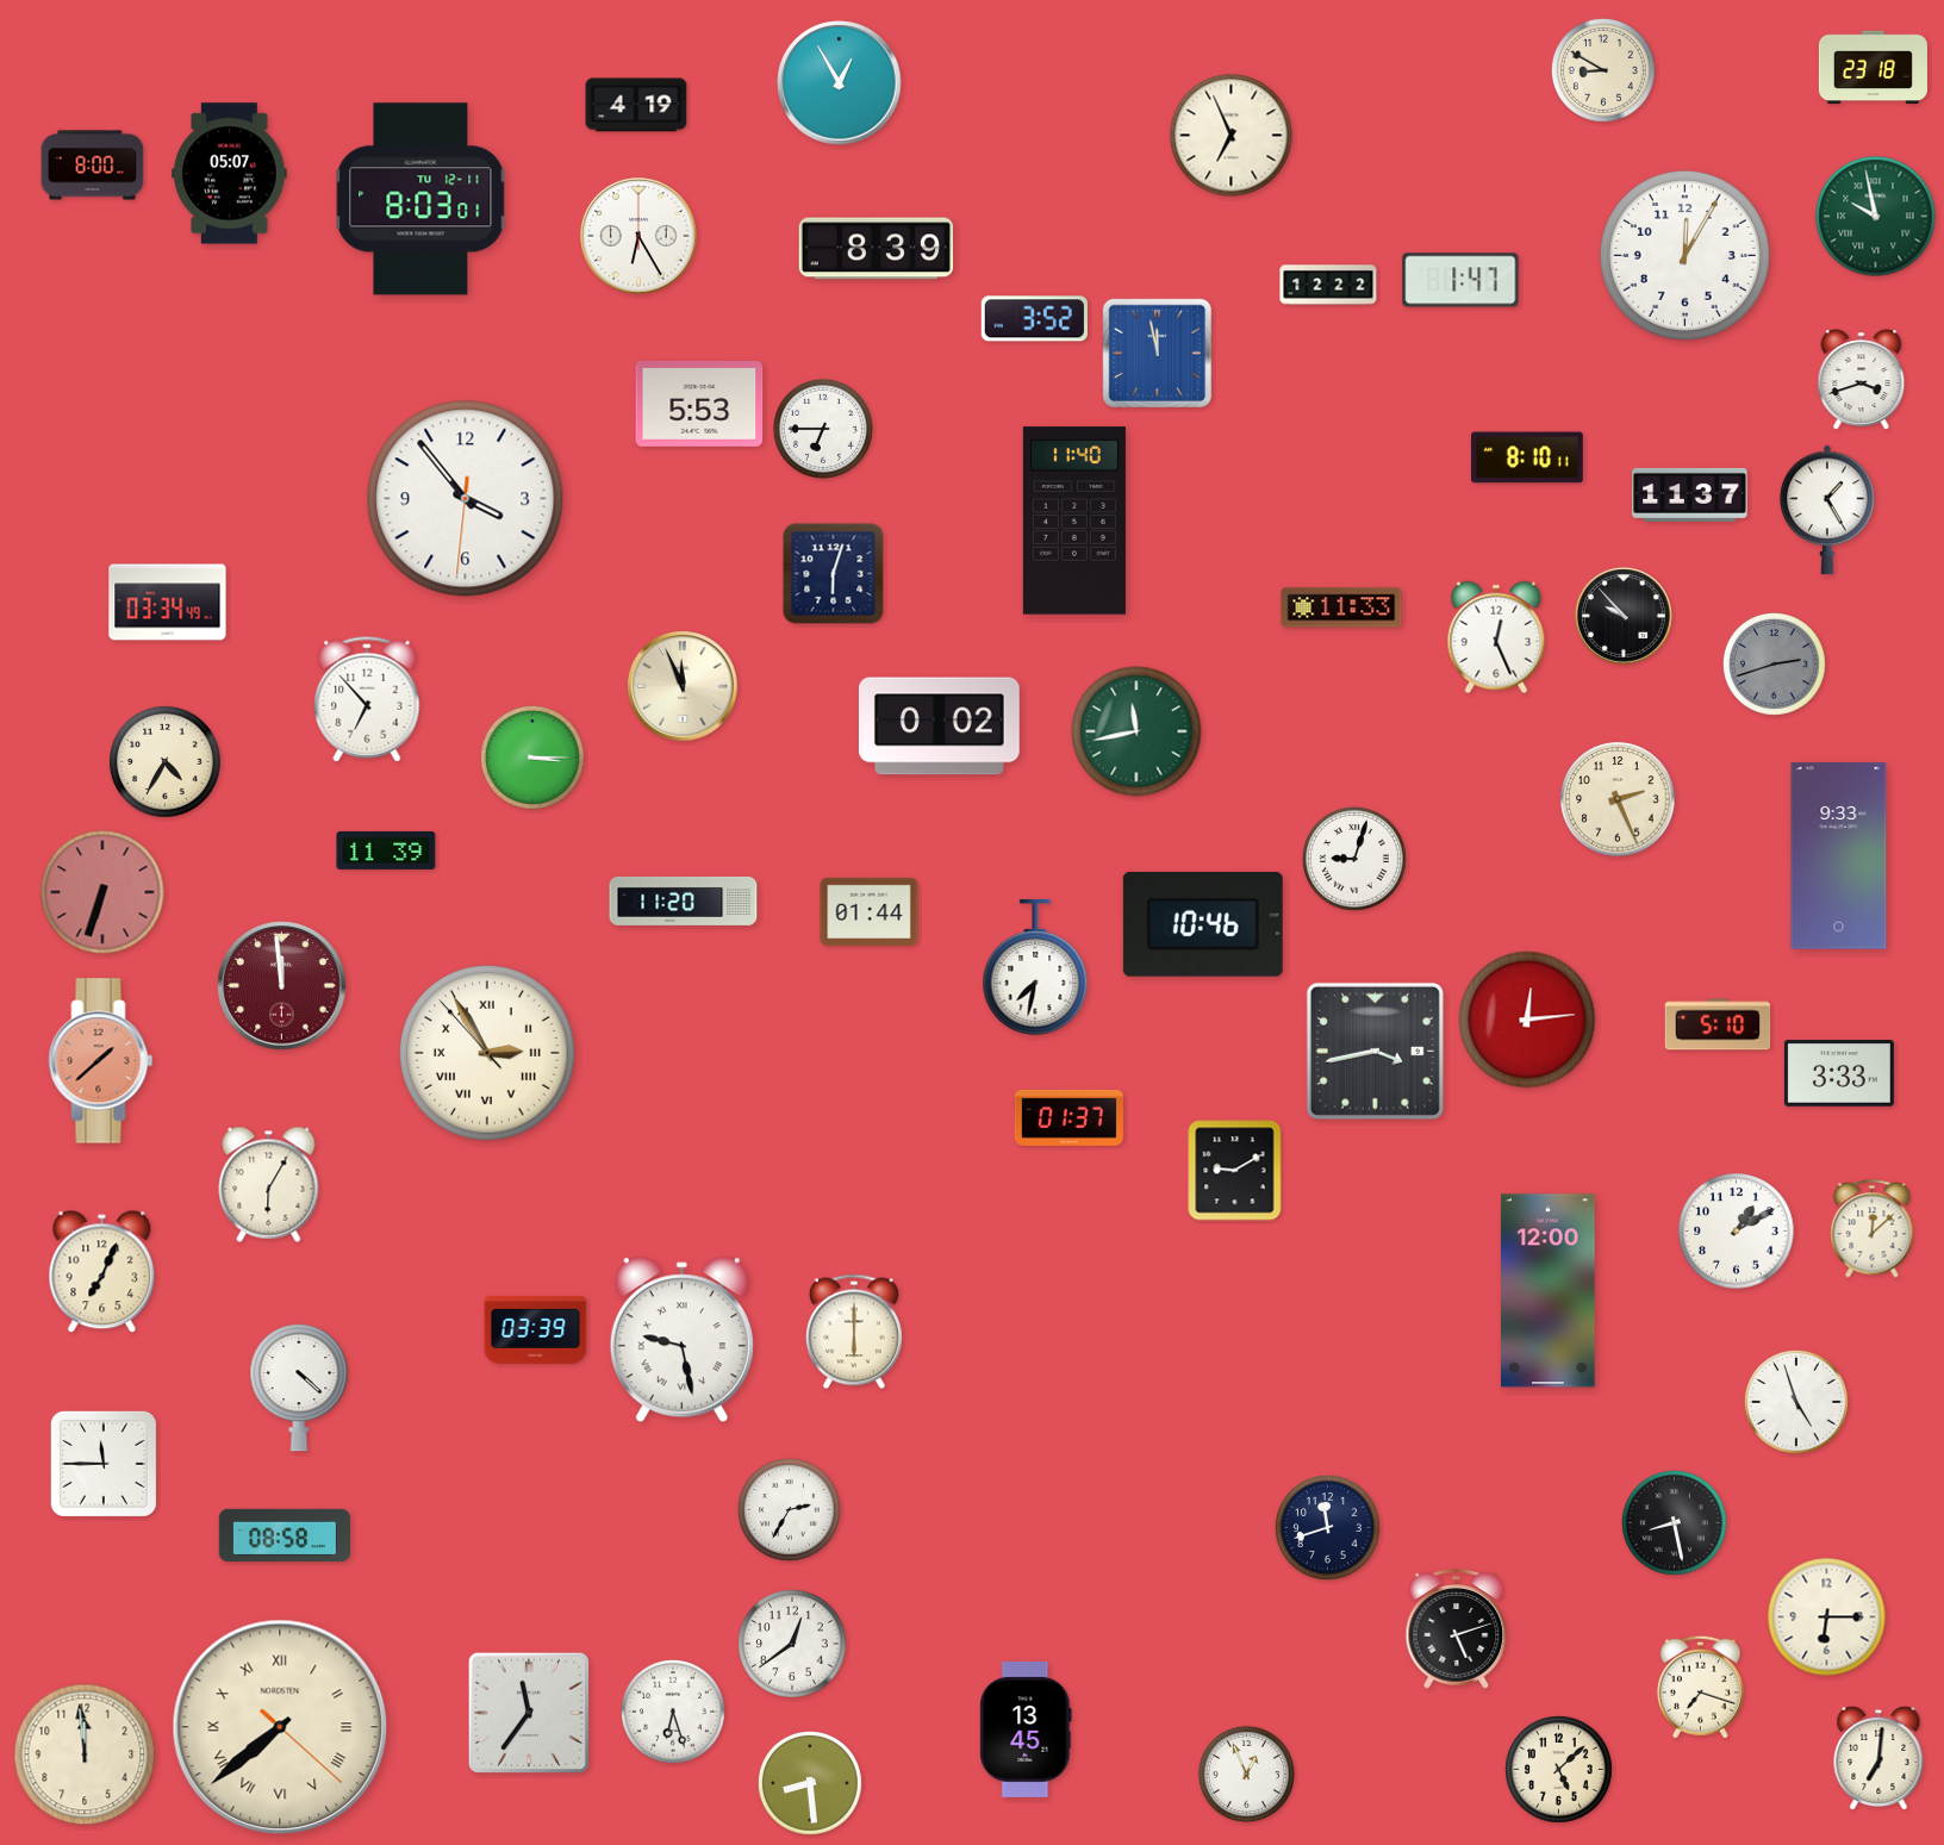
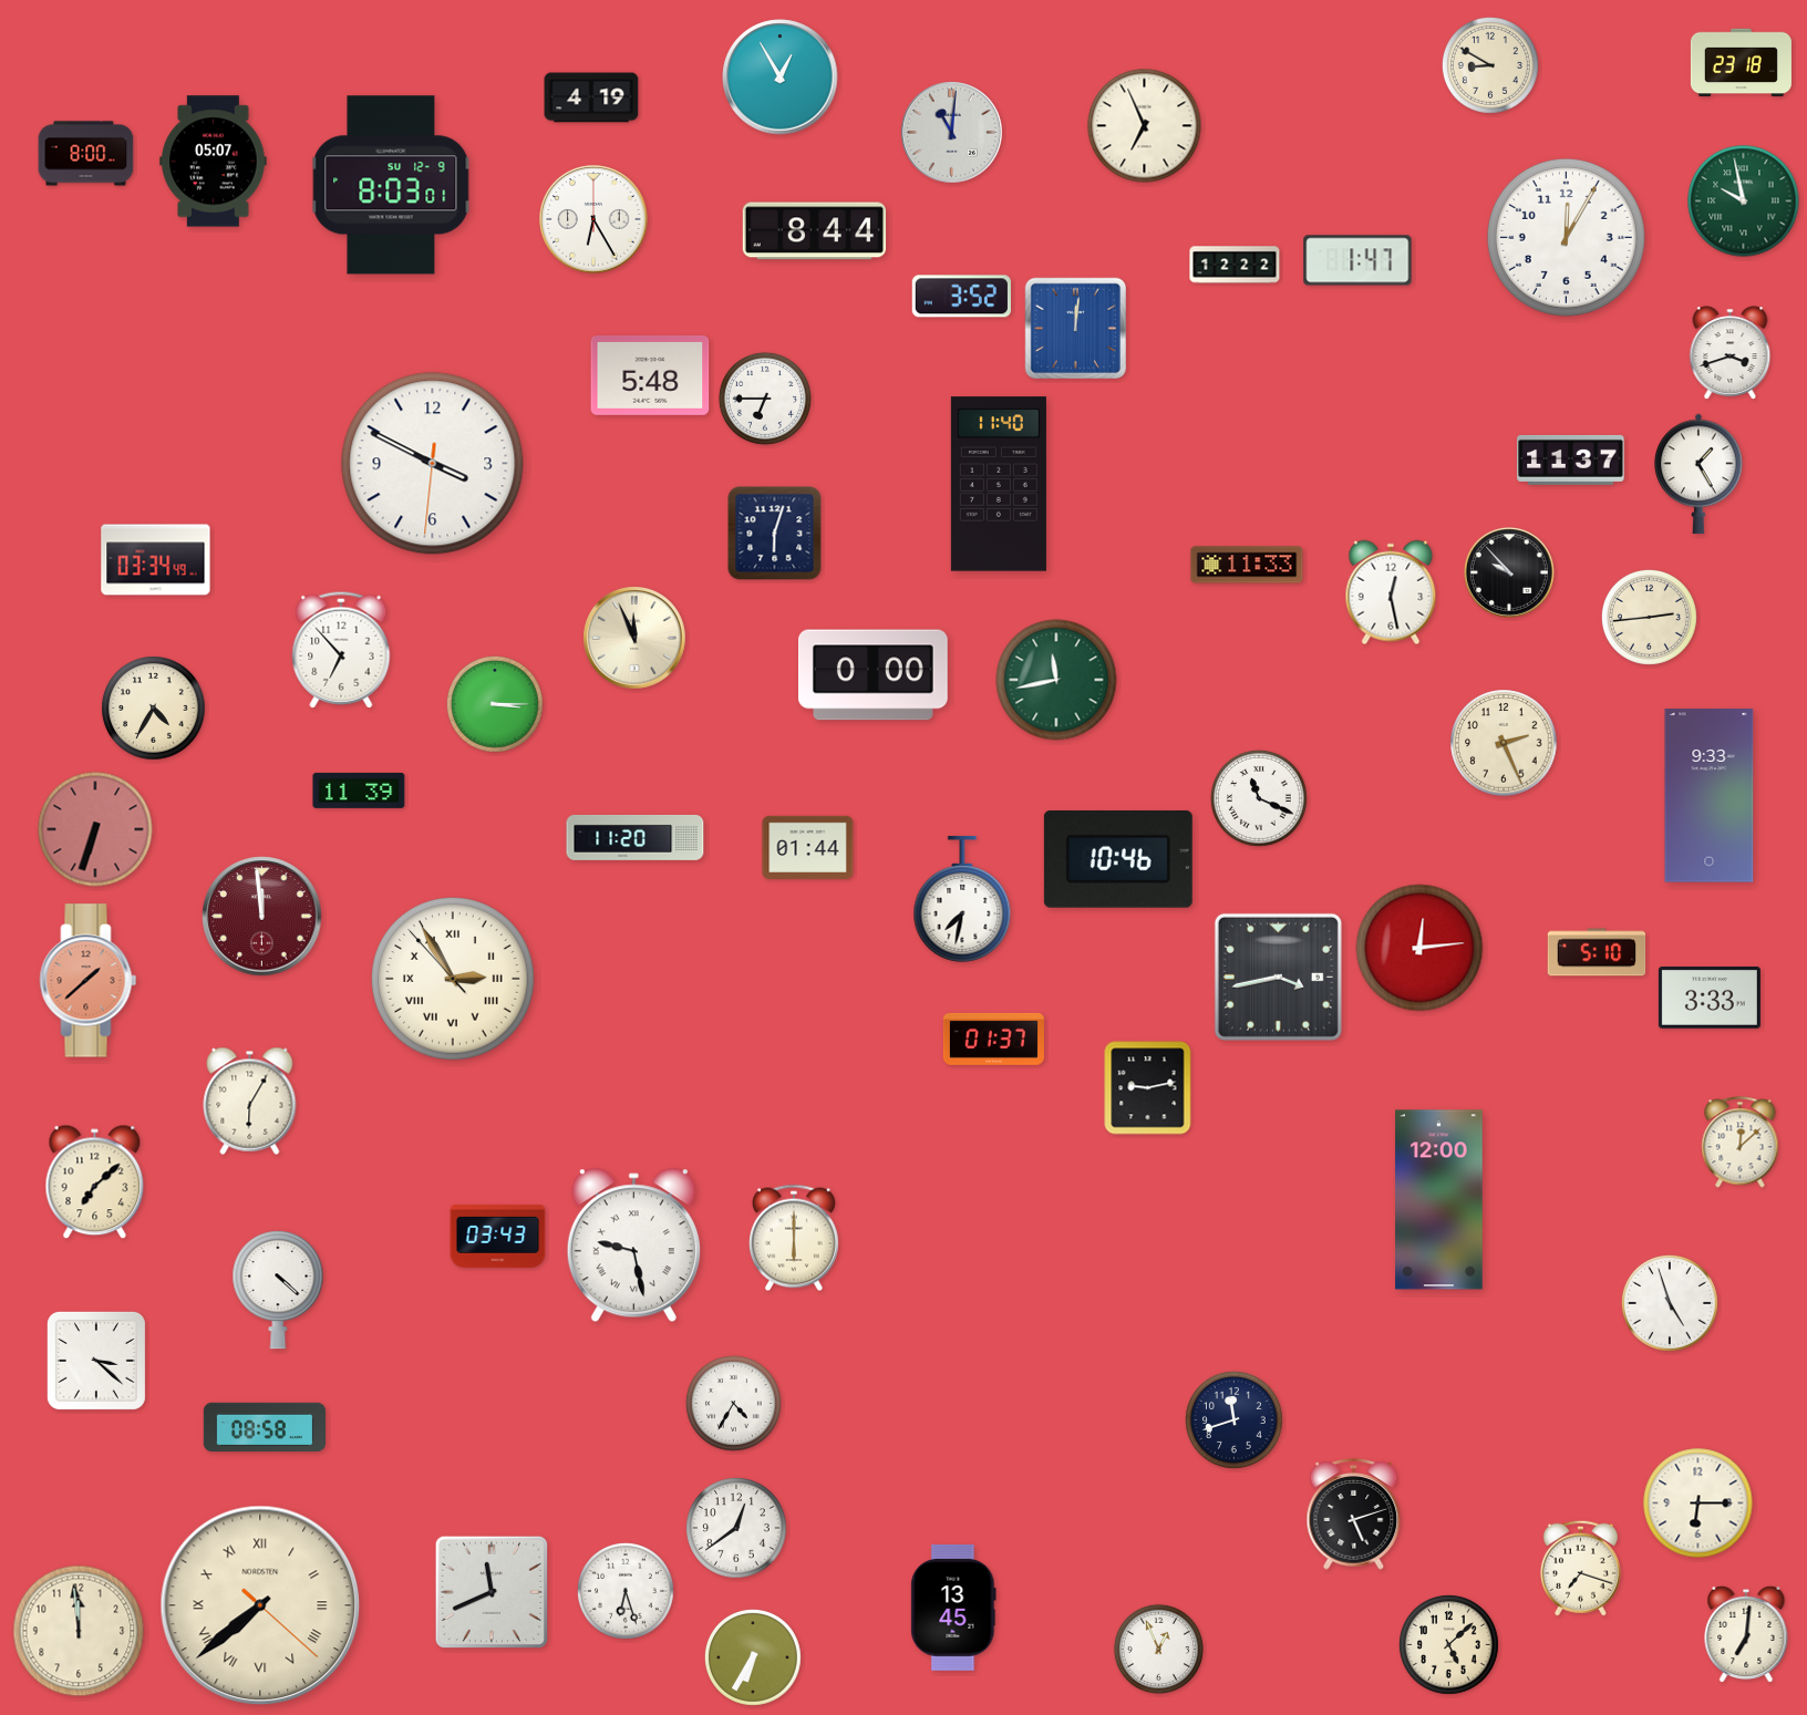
clock at (952, 133): none -> 11:01
clock at (420, 199) date: TU 12-11 -> SU 12-9
clock at (877, 249): 8:39 -> 8:44
clock at (1157, 353): 11:58 -> 12:01
clock at (699, 404): 5:53 -> 5:48
clock at (1528, 457): 8:10 -> none
clock at (466, 499): 3:53 -> 3:49
clock at (1496, 637): 12:26 -> 12:28
clock at (1774, 663): 2:42 -> 2:44
clock at (1774, 663) dial: grey -> cream
clock at (939, 727): 0:02 -> 0:00
clock at (1354, 859): 9:03 -> 11:19
clock at (101, 1061) position: (101, 1061) -> (89, 981)
clock at (1235, 1171): 9:10 -> 9:13
clock at (1737, 1232): 1:10 -> none
clock at (102, 1272): 7:04 -> 7:08
clock at (536, 1329): 03:39 -> 03:43
clock at (104, 1464): 11:45 -> 3:22
clock at (789, 1509): 2:35 -> 4:35
clock at (1675, 1523): 8:28 -> none
clock at (528, 1712): 11:36 -> 11:41
clock at (810, 1783): 8:29 -> 6:35
